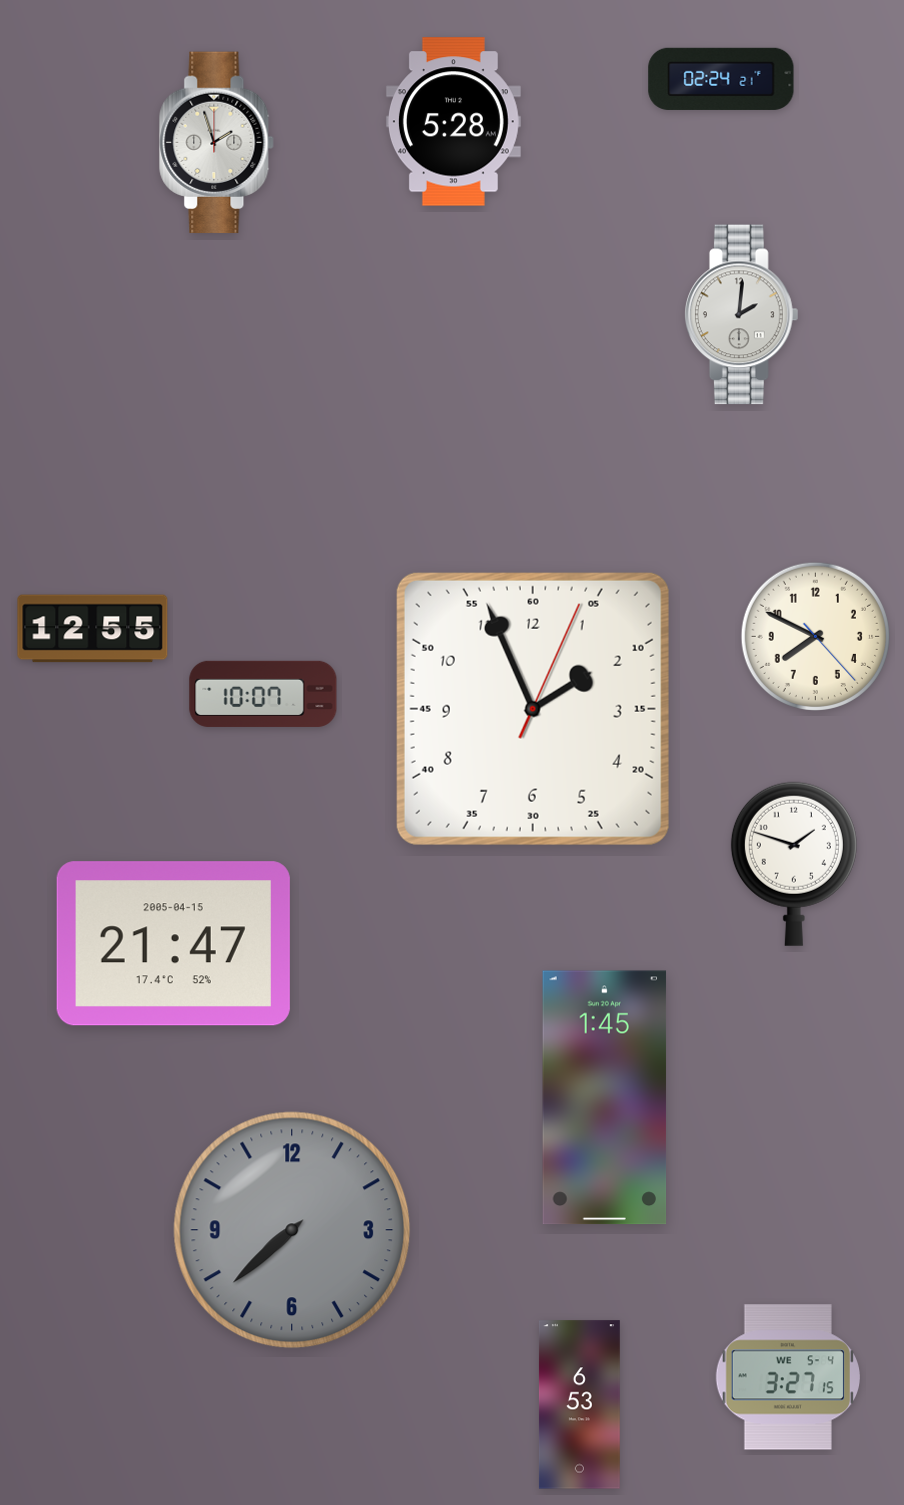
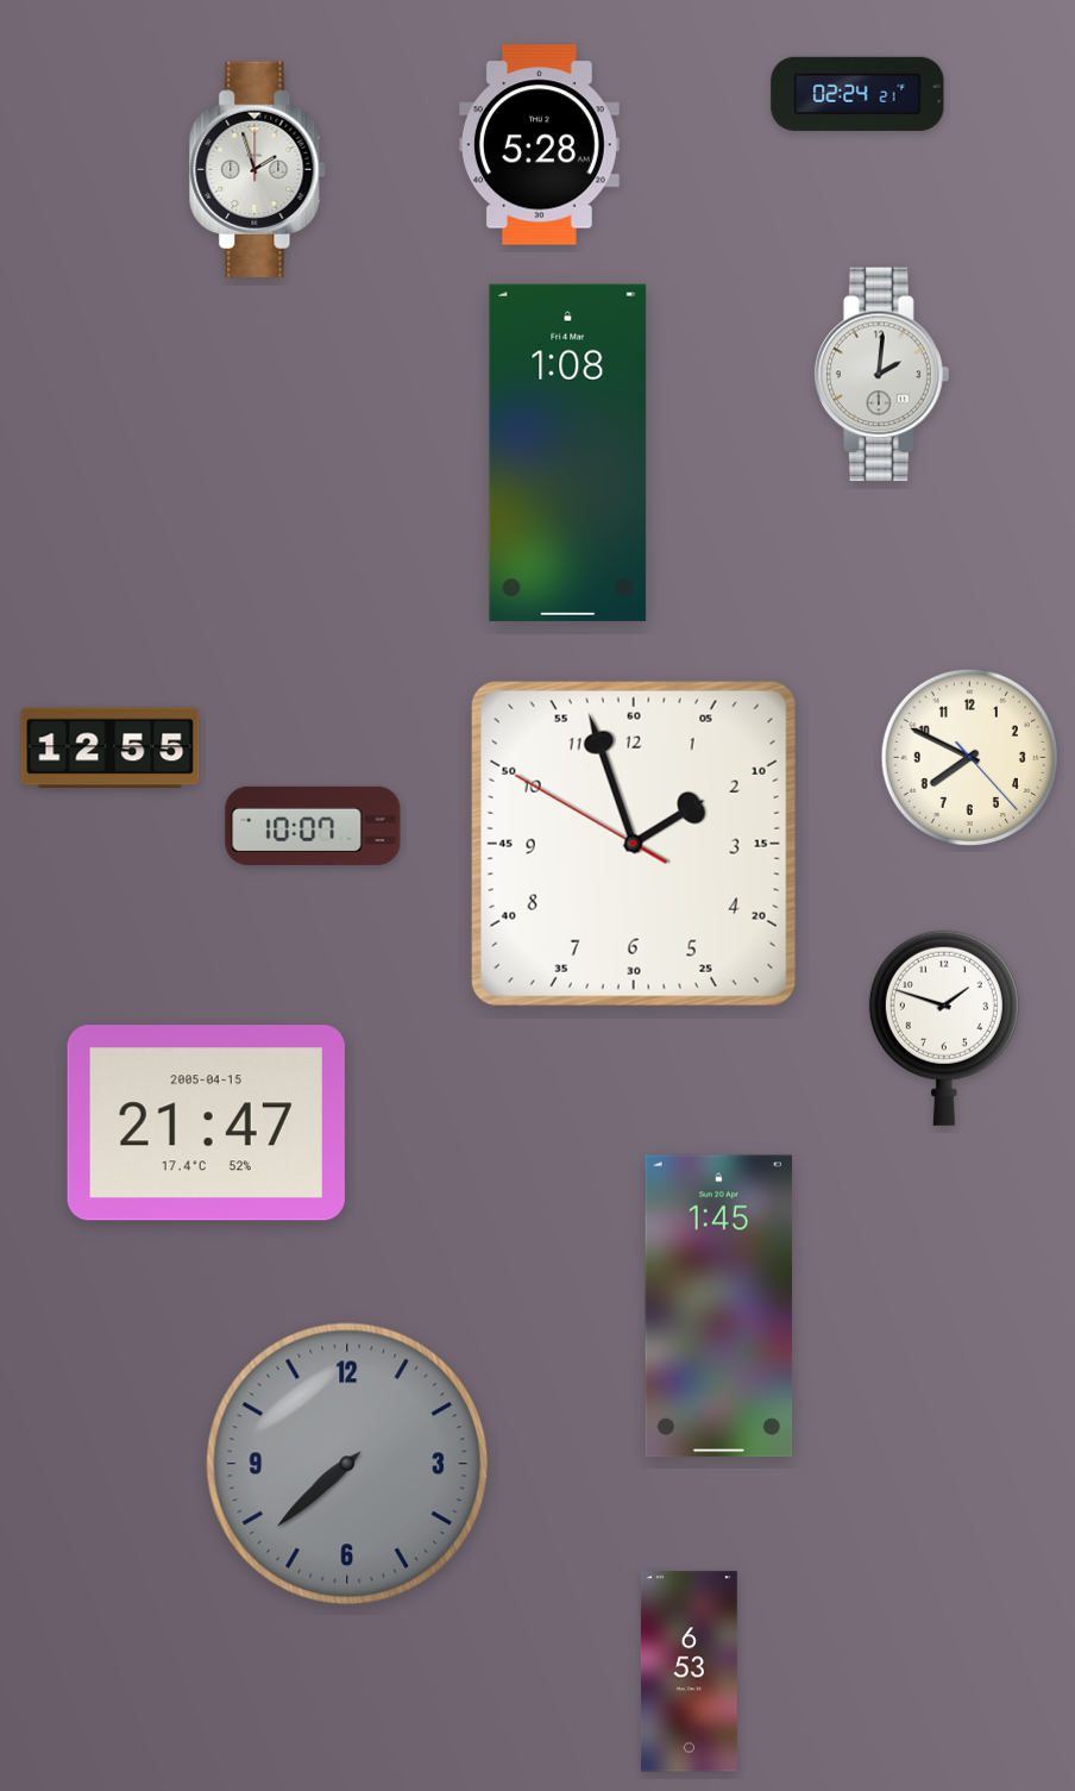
clock at (568, 452): none -> 1:08
clock at (533, 709): 1:56:04 -> 1:56:50
clock at (787, 1377): 3:27 -> none
